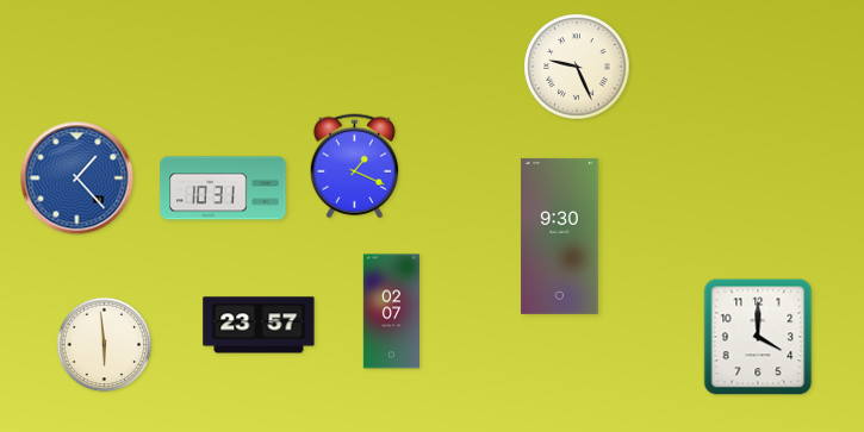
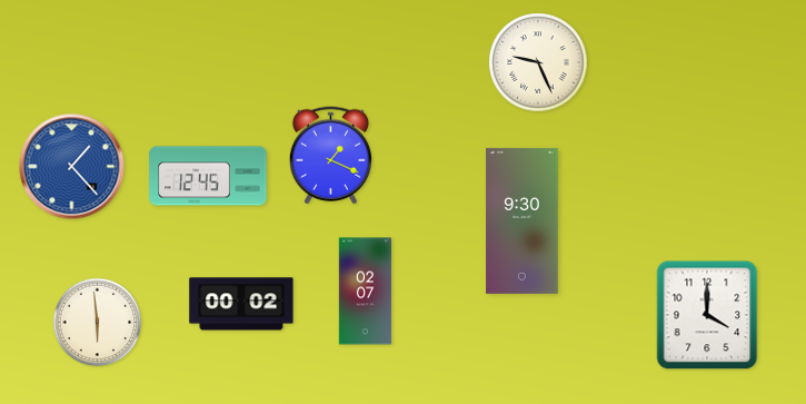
clock at (223, 188): 10:31 -> 12:45
clock at (259, 325): 23:57 -> 00:02
